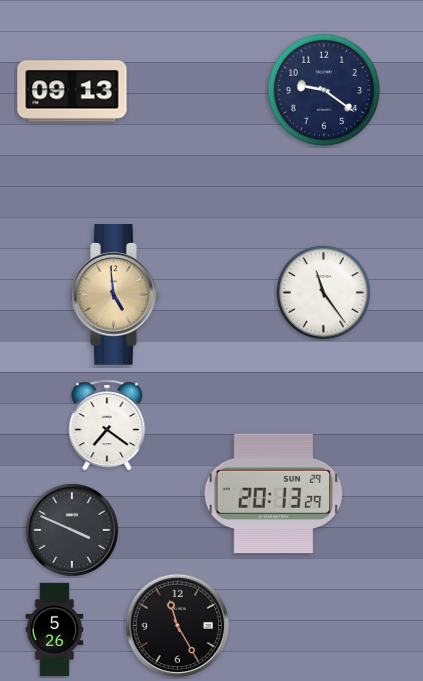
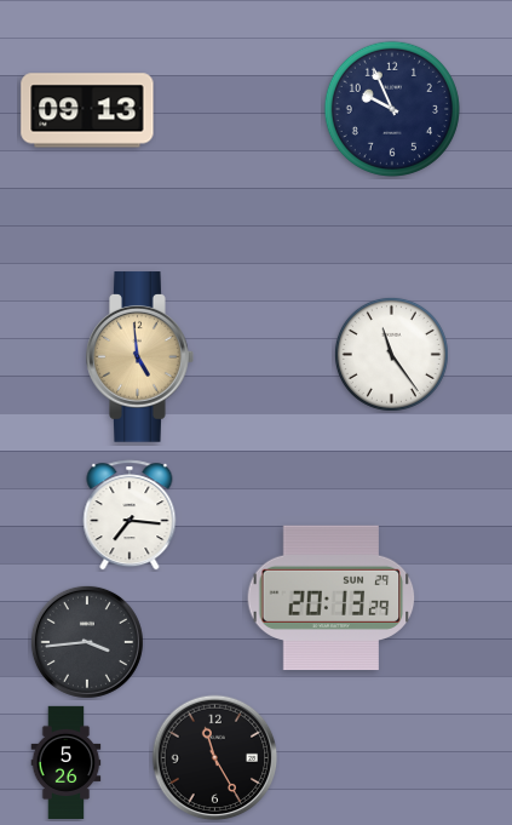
clock at (324, 90): 9:21 -> 9:56
clock at (107, 425): 7:21 -> 7:16
clock at (72, 530): 3:49 -> 3:44
